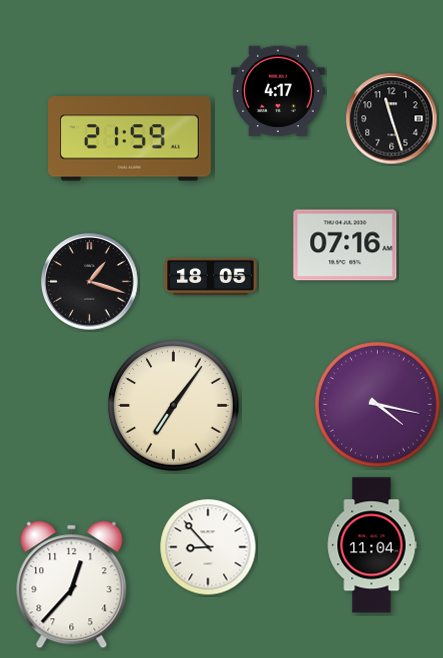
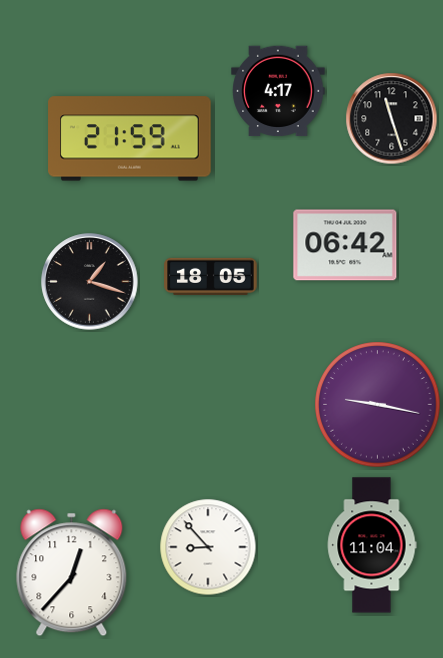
clock at (345, 245): 07:16 -> 06:42
clock at (378, 405): 4:17 -> 9:17
clock at (174, 406): 7:06 -> none
clock at (72, 585) position: (72, 585) -> (72, 573)
